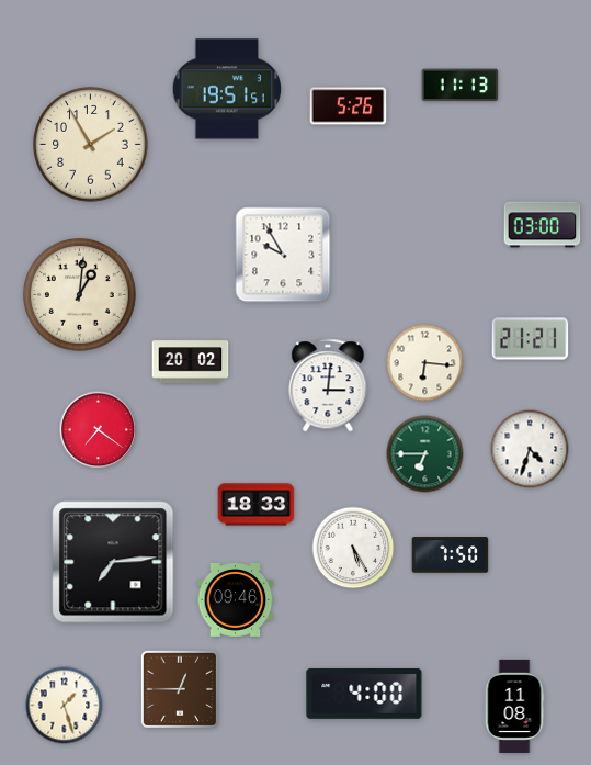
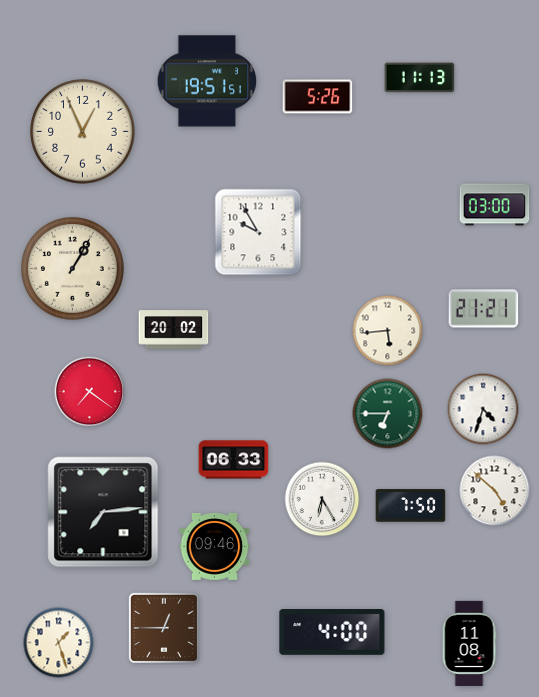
clock at (91, 145): 1:55 -> 12:56
clock at (79, 294): 1:01 -> 1:05
clock at (425, 363): 6:16 -> 5:44
clock at (328, 385): 3:01 -> none
clock at (257, 505): 18:33 -> 06:33
clock at (495, 491): none -> 4:52
clock at (353, 548): 5:25 -> 6:25
